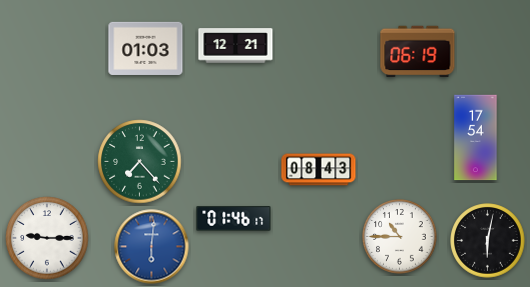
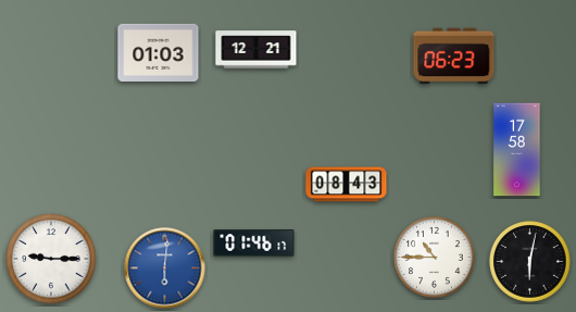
clock at (418, 52): 06:19 -> 06:23
clock at (476, 138): 17:54 -> 17:58
clock at (140, 162): 7:23 -> none
clock at (234, 219) position: (234, 219) -> (254, 244)
